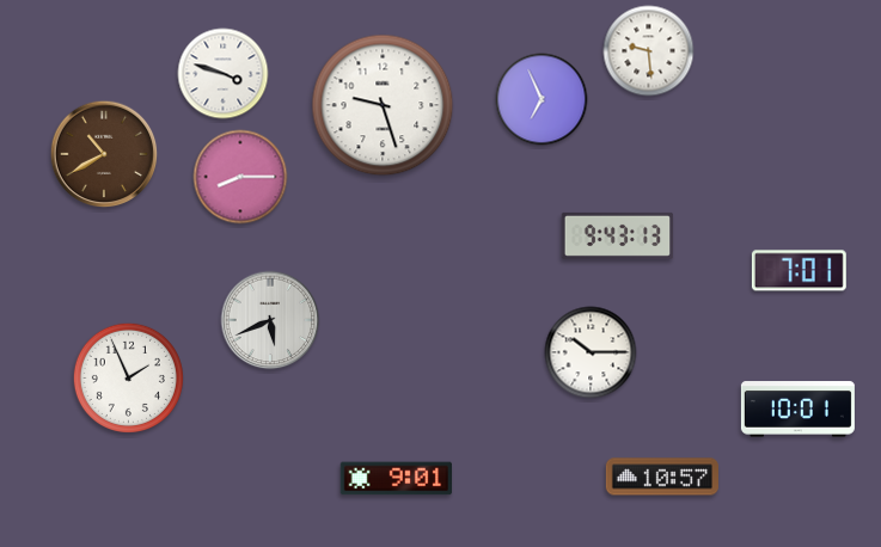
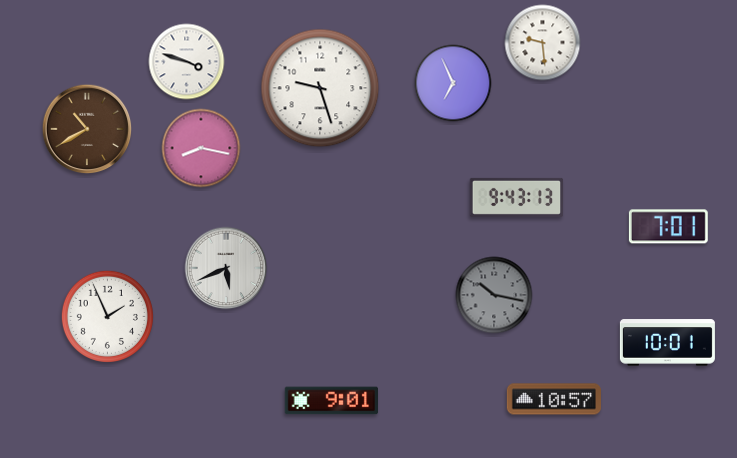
clock at (240, 177): 8:15 -> 8:17
clock at (591, 352): 10:15 -> 10:17
clock at (591, 352) dial: white -> grey
